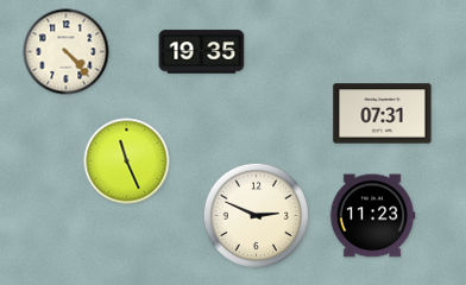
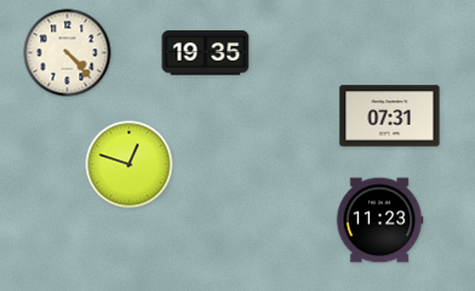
clock at (127, 161): 11:26 -> 12:48
clock at (256, 215): 2:49 -> none
